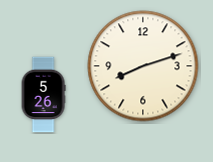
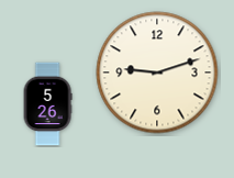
clock at (143, 66): 8:12 -> 9:12
